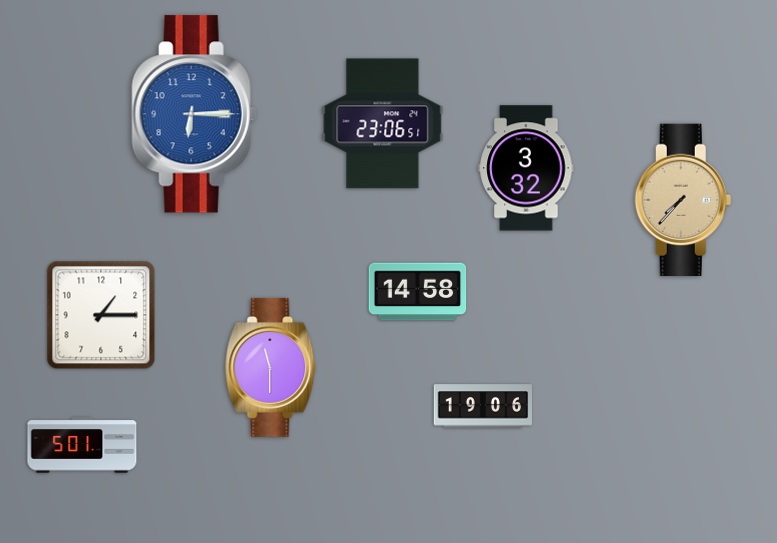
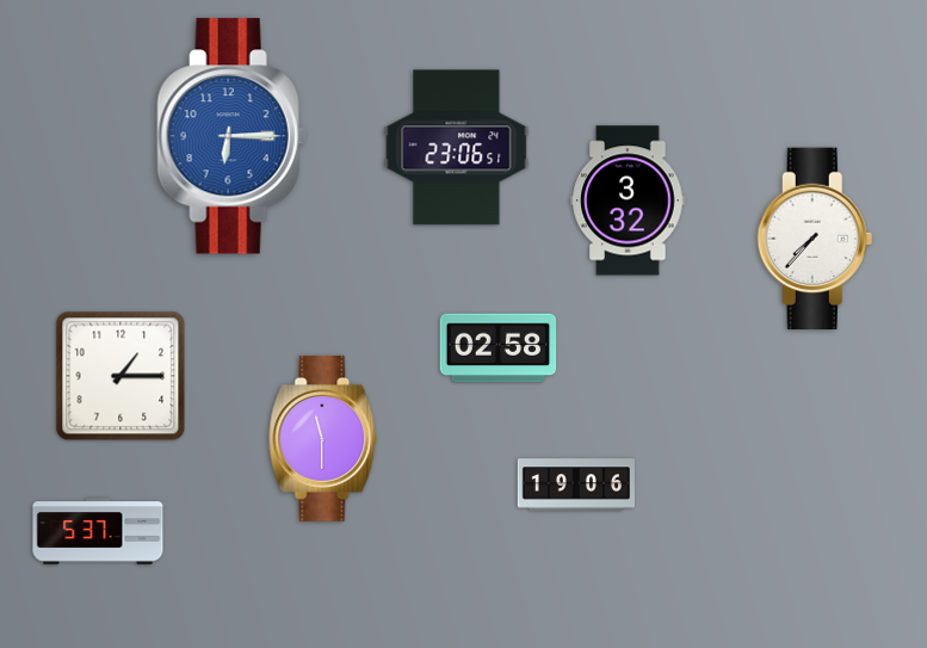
clock at (683, 199) dial: champagne -> white
clock at (418, 292): 14:58 -> 02:58
clock at (82, 445): 5:01 -> 5:37
